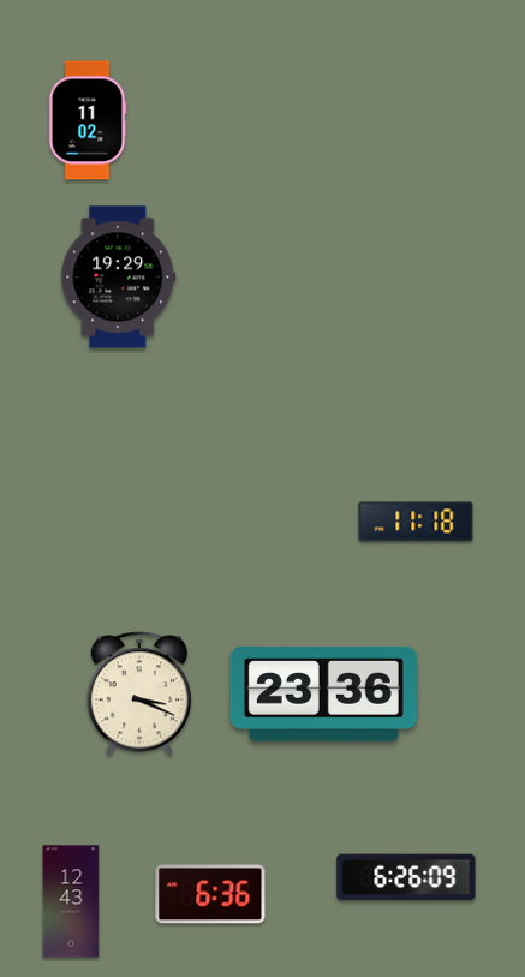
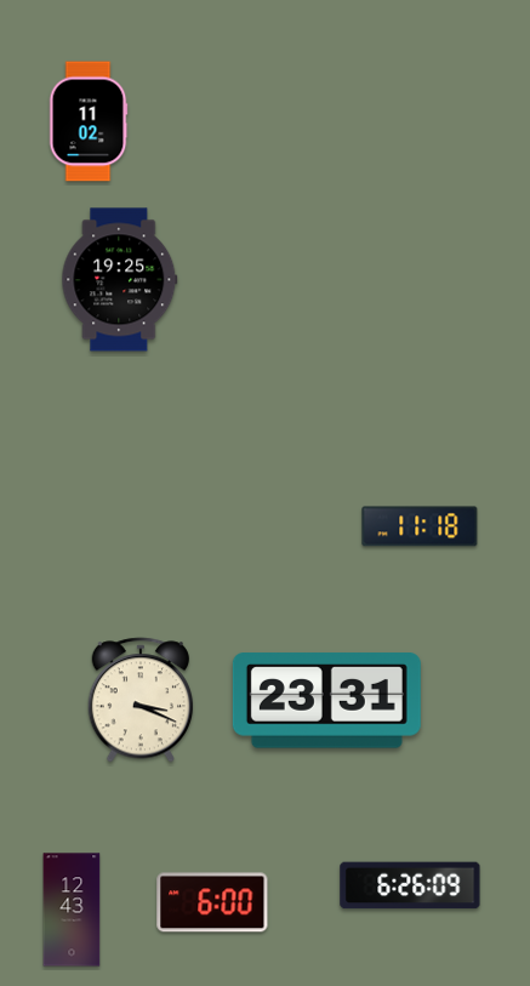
clock at (119, 278): 19:29 -> 19:25
clock at (323, 695): 23:36 -> 23:31
clock at (210, 894): 6:36 -> 6:00
